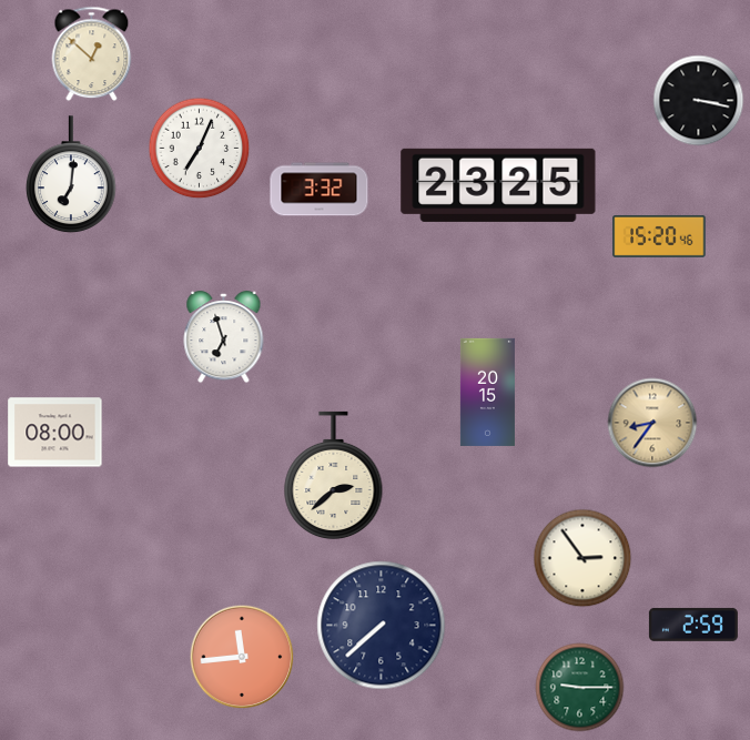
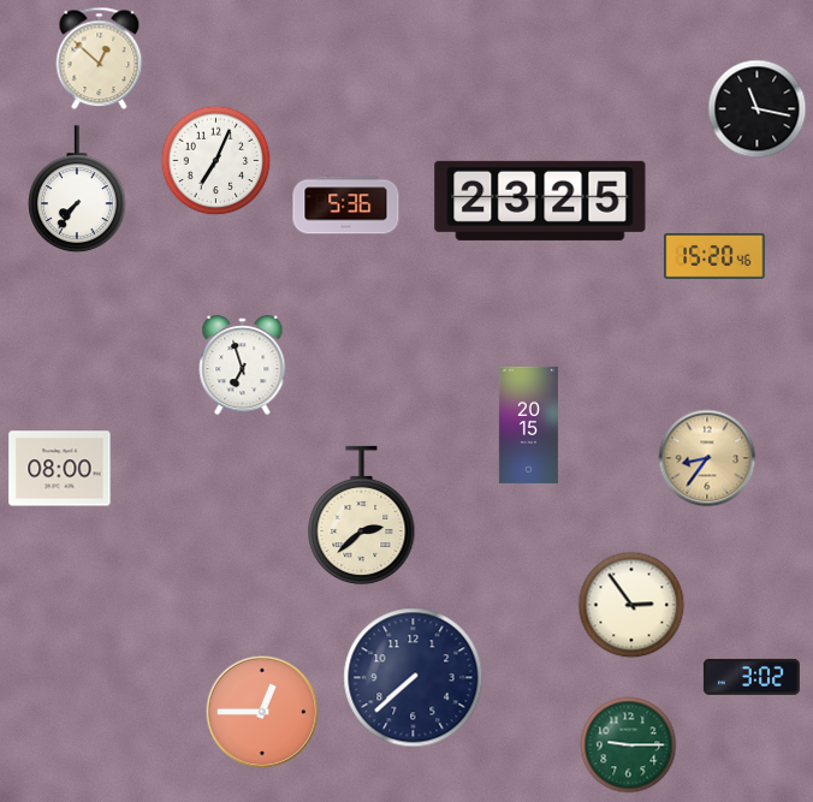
clock at (699, 101): 3:17 -> 11:17
clock at (72, 175): 7:01 -> 7:36
clock at (320, 190): 3:32 -> 5:36
clock at (693, 625): 2:59 -> 3:02
clock at (242, 657): 11:44 -> 12:45
